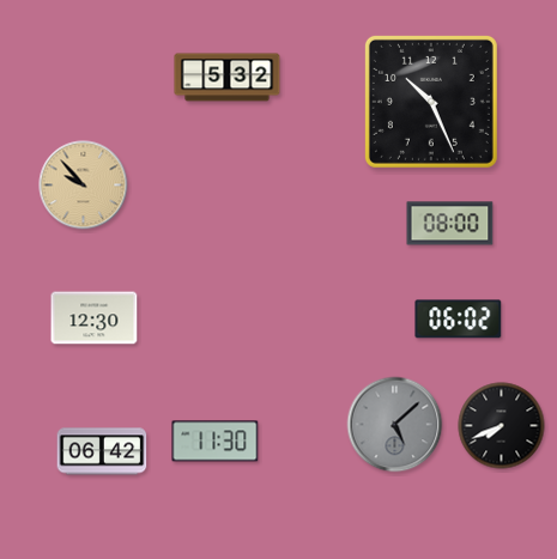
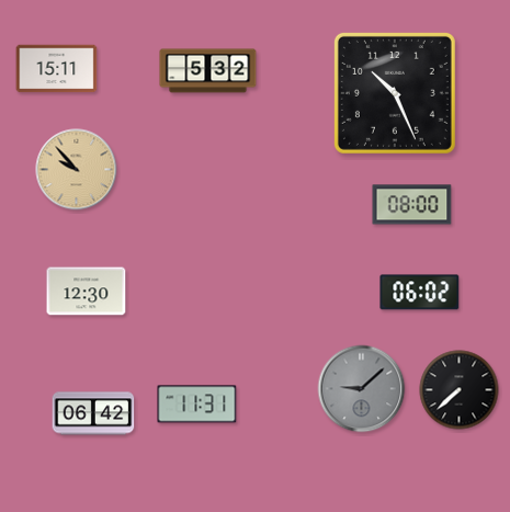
clock at (57, 69): none -> 15:11
clock at (395, 425): 5:08 -> 9:08
clock at (502, 426): 7:41 -> 7:38
clock at (216, 442): 11:30 -> 11:31
